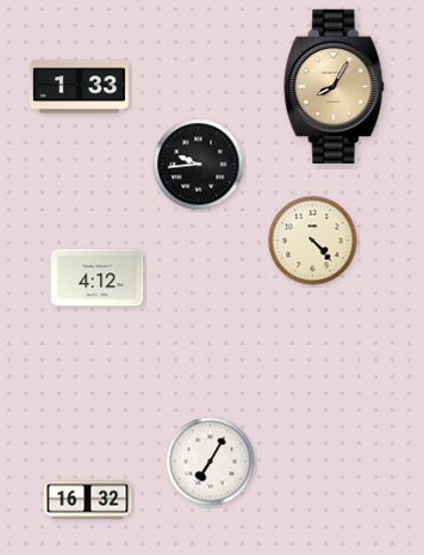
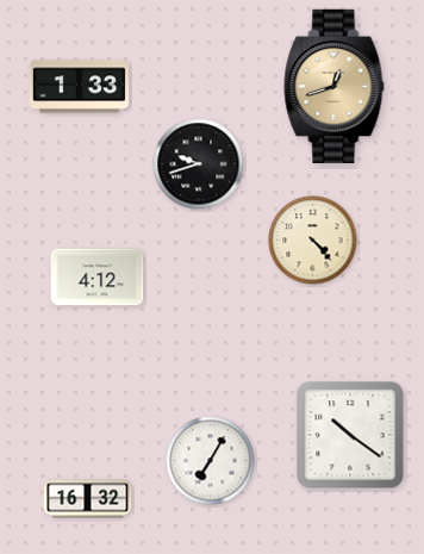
clock at (335, 86): 8:05 -> 12:42
clock at (199, 165): 9:44 -> 9:42
clock at (350, 435): none -> 10:21
